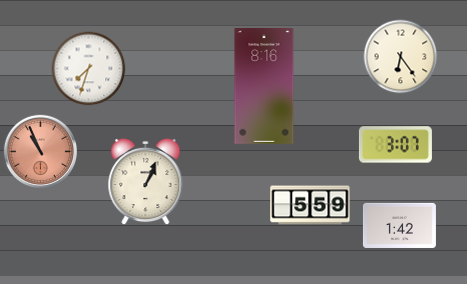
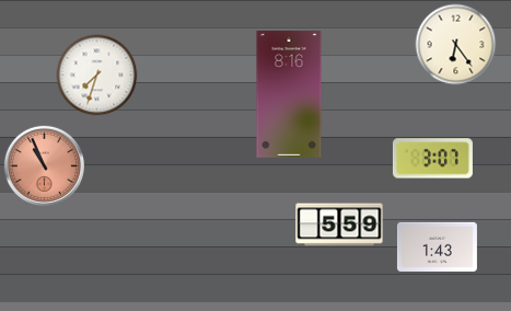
clock at (401, 57) position: (401, 57) -> (456, 45)
clock at (146, 182): 1:04 -> none
clock at (399, 225): 1:42 -> 1:43
